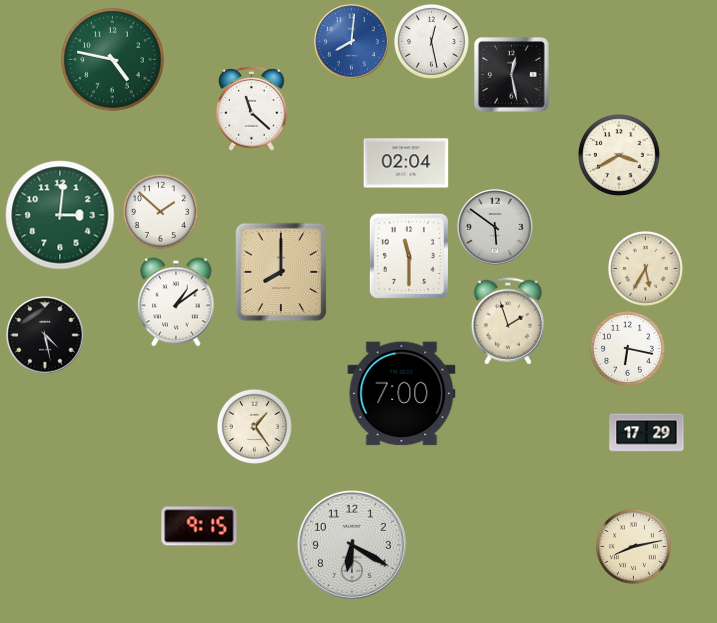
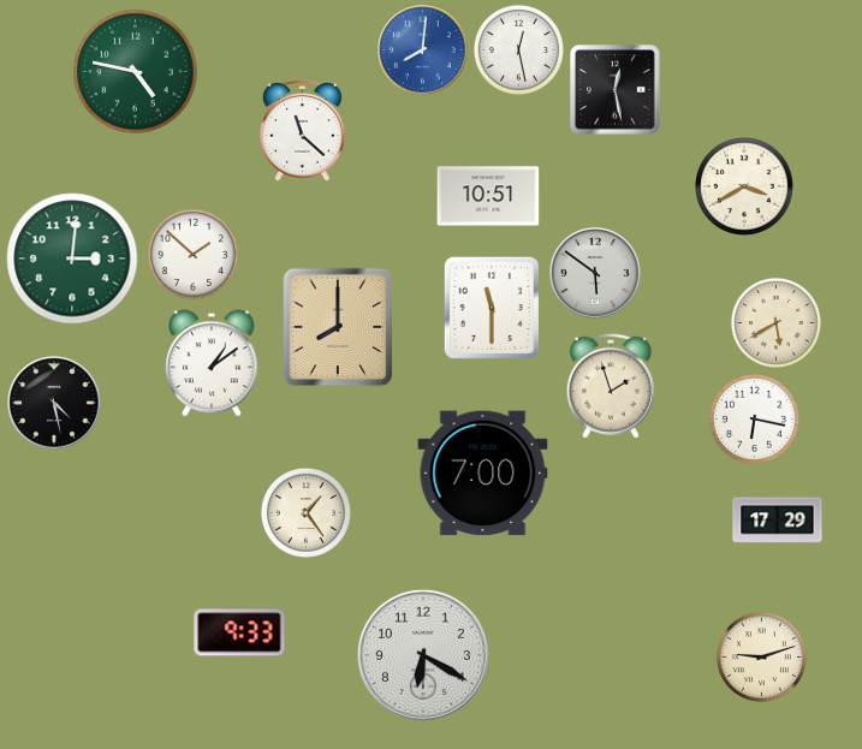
clock at (406, 163): 02:04 -> 10:51
clock at (645, 268): 5:35 -> 5:40
clock at (199, 526): 9:15 -> 9:33
clock at (633, 546): 8:13 -> 9:12
